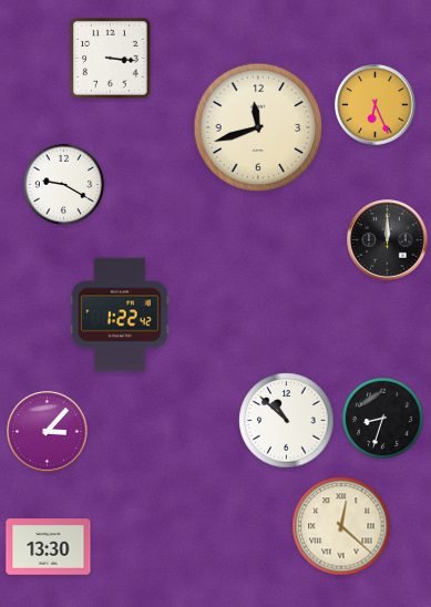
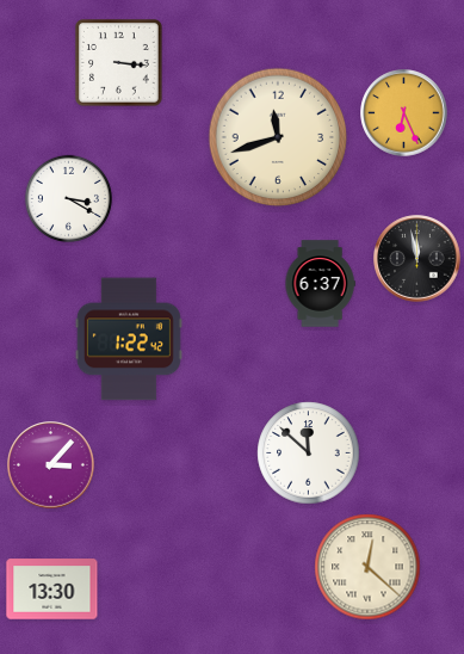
clock at (63, 184): 9:20 -> 3:20
clock at (388, 240): 12:00 -> 11:58
clock at (320, 284): none -> 6:37
clock at (382, 418): 8:33 -> none
clock at (287, 421): 10:52 -> 11:52
